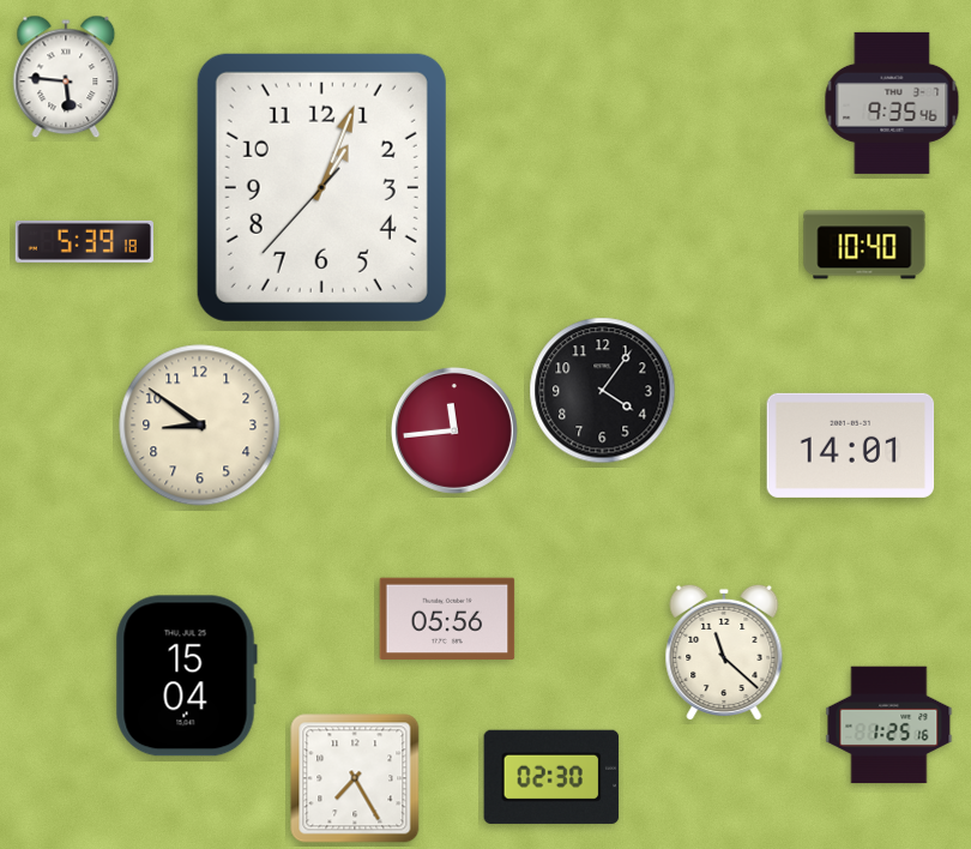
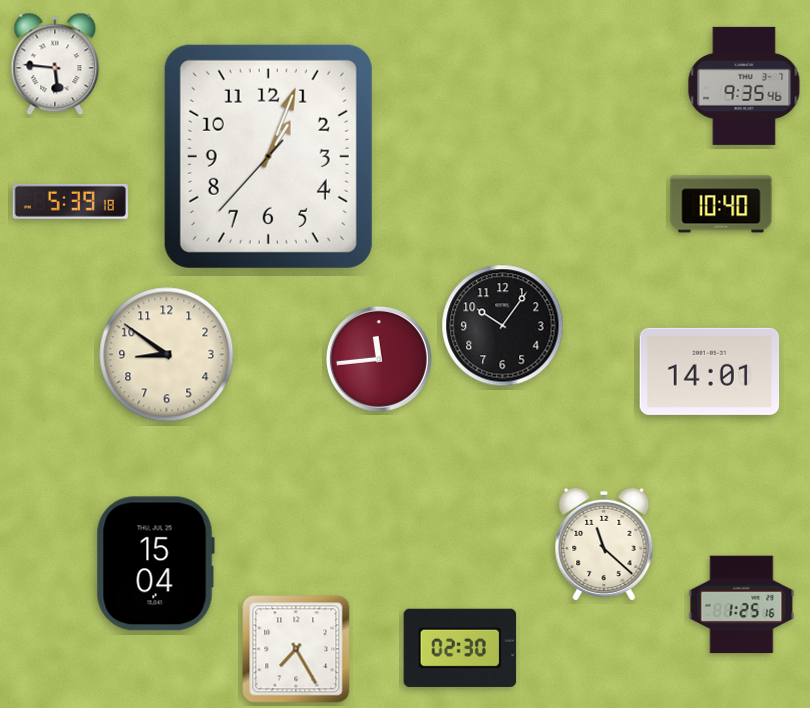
clock at (603, 391): 4:06 -> 10:06
clock at (447, 619): 05:56 -> none
